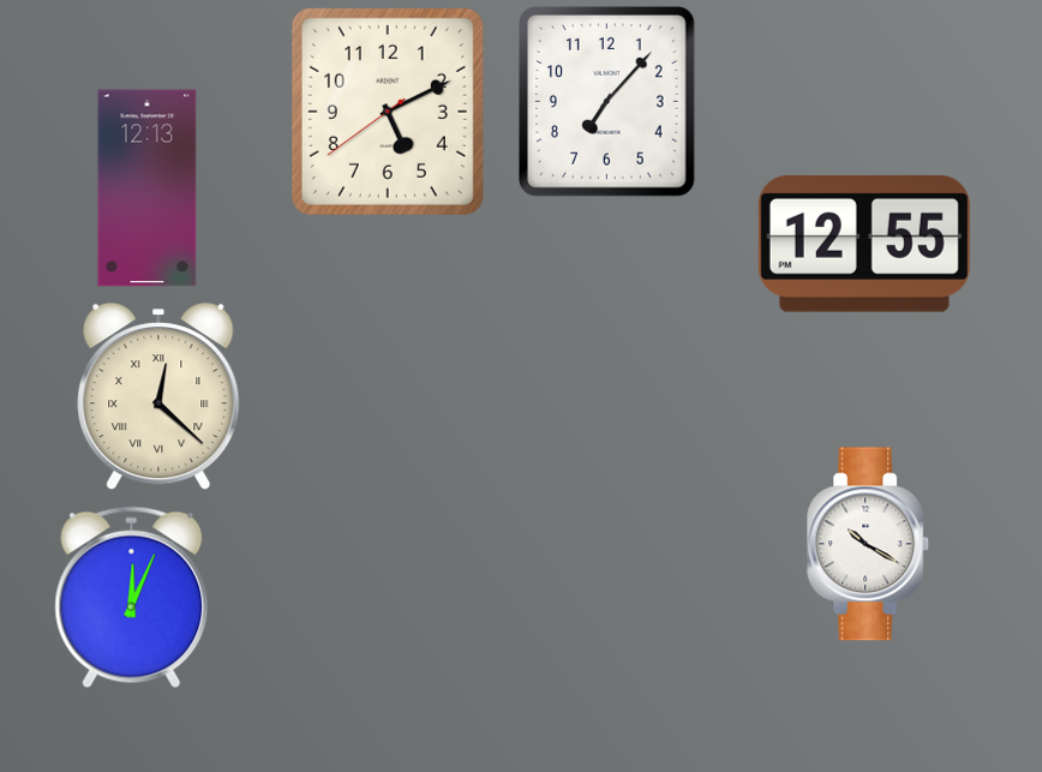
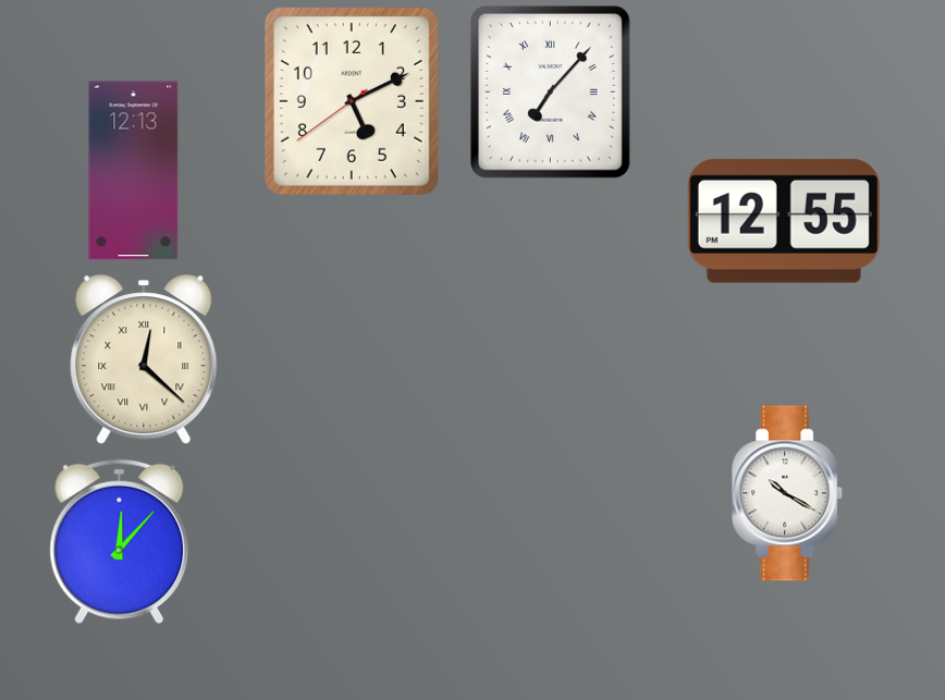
clock at (607, 102) numerals: Arabic -> Roman
clock at (132, 598): 12:04 -> 12:07
